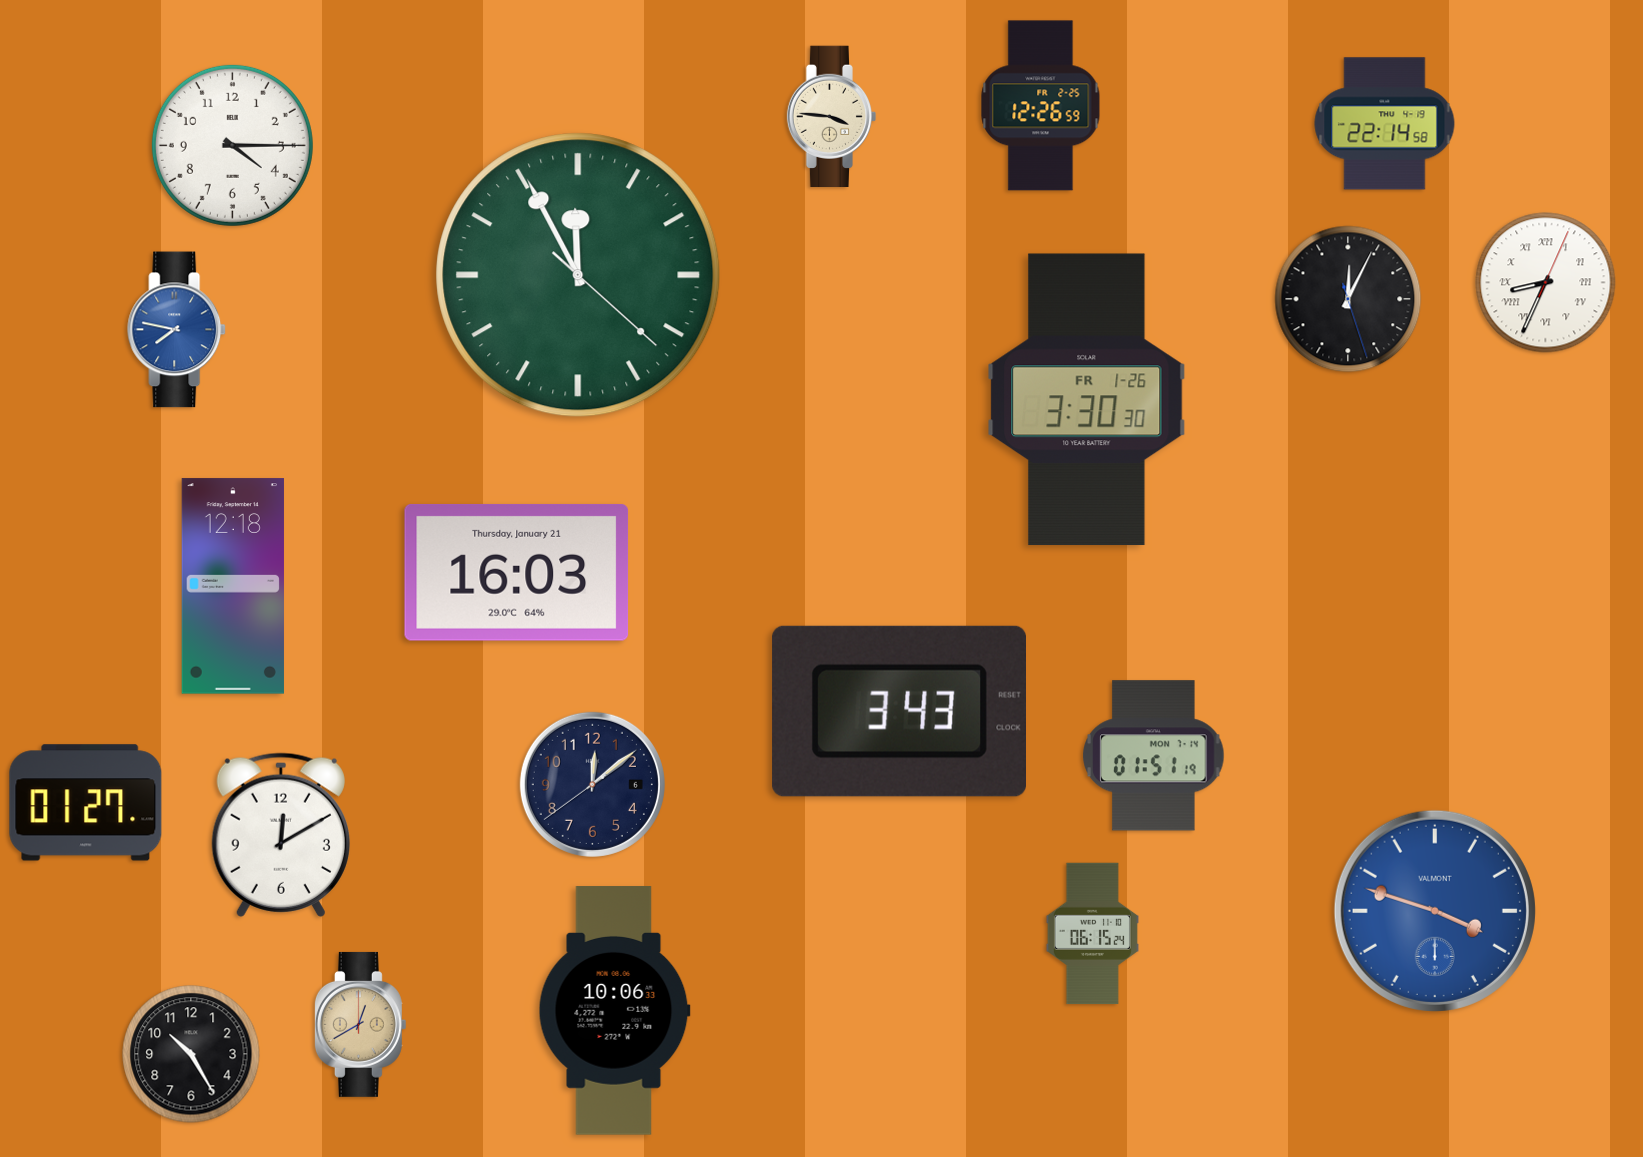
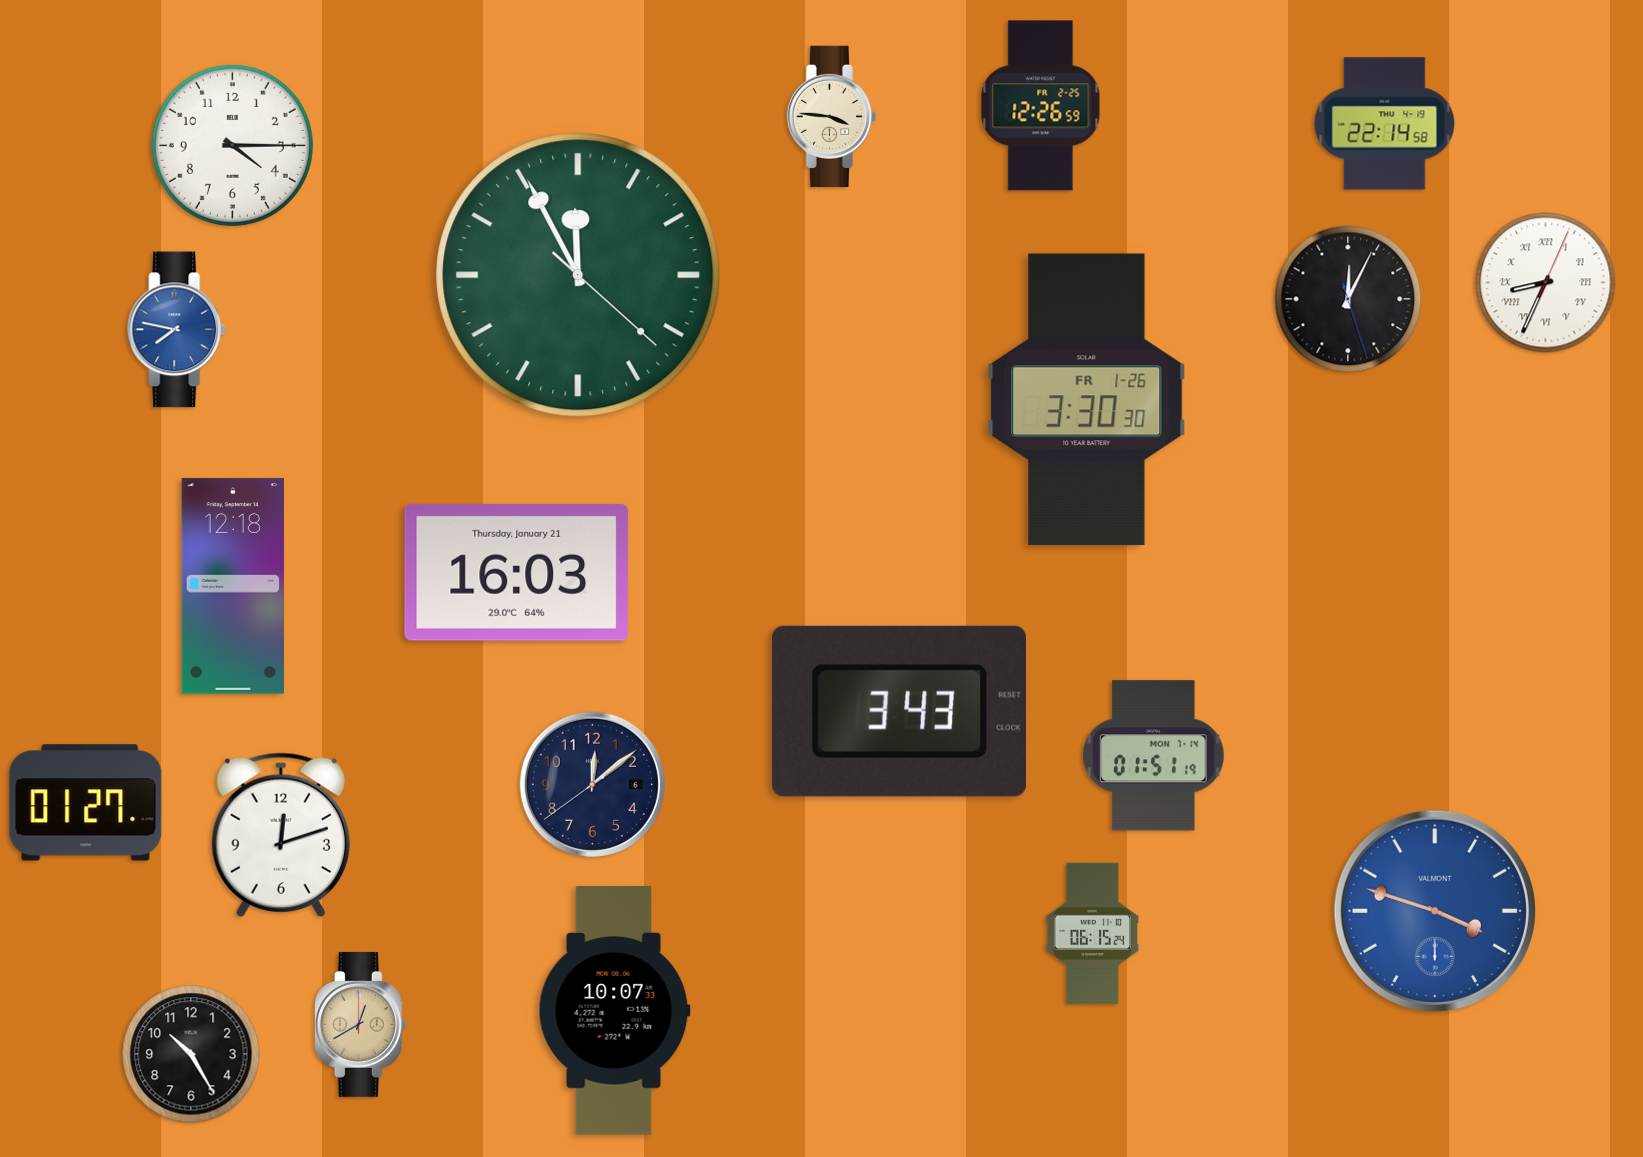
clock at (281, 835): 12:10 -> 12:12
clock at (614, 1011): 10:06 -> 10:07
